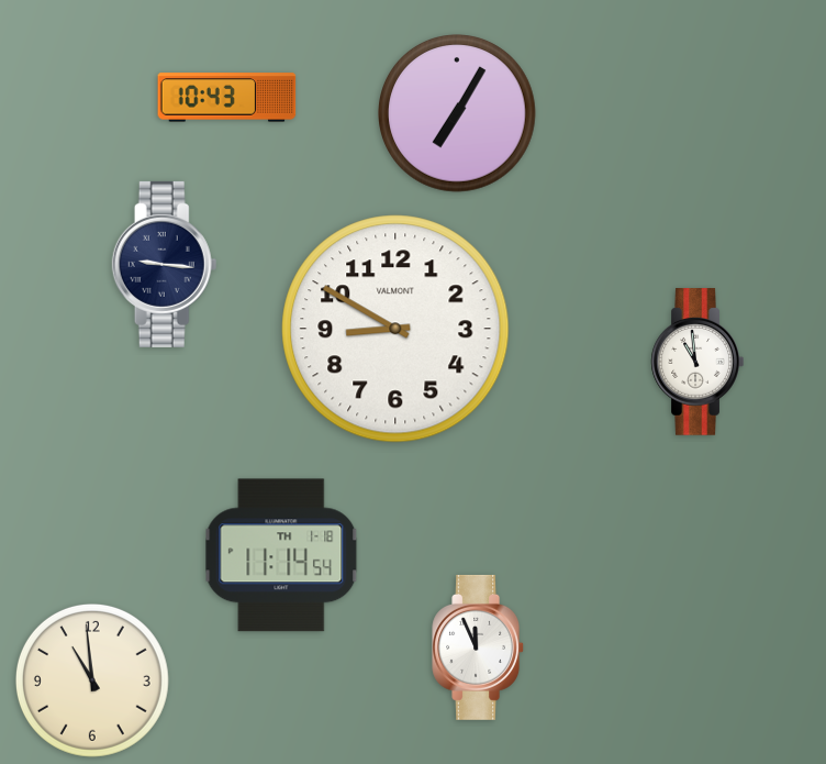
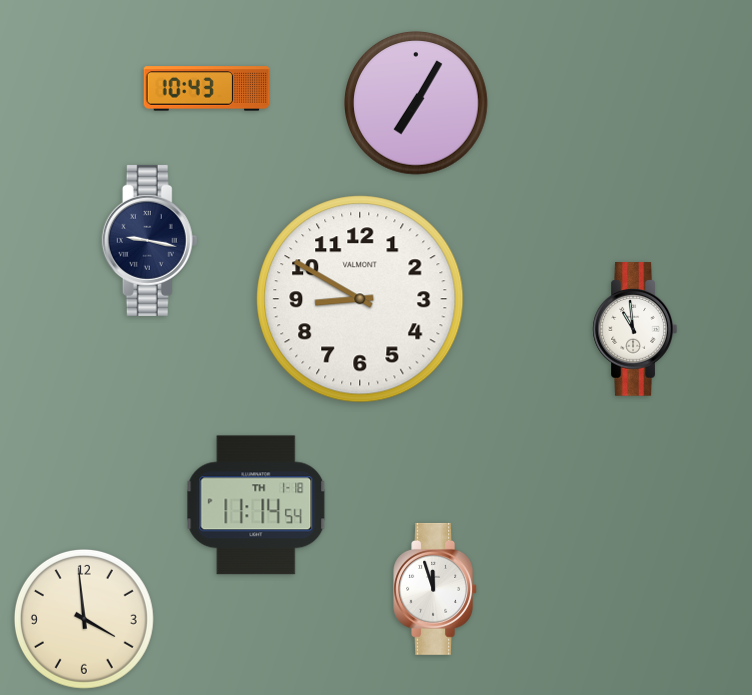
clock at (165, 264): 9:16 -> 9:17
clock at (479, 647): 11:56 -> 11:57
clock at (92, 680): 10:59 -> 3:59
